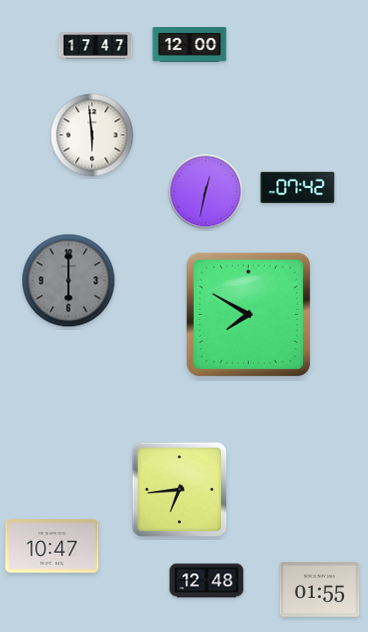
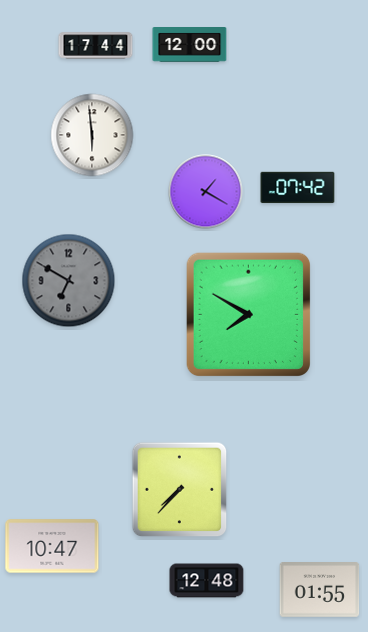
clock at (96, 46): 17:47 -> 17:44
clock at (206, 192): 12:32 -> 1:20
clock at (69, 281): 6:00 -> 6:50
clock at (180, 490): 6:44 -> 7:37
